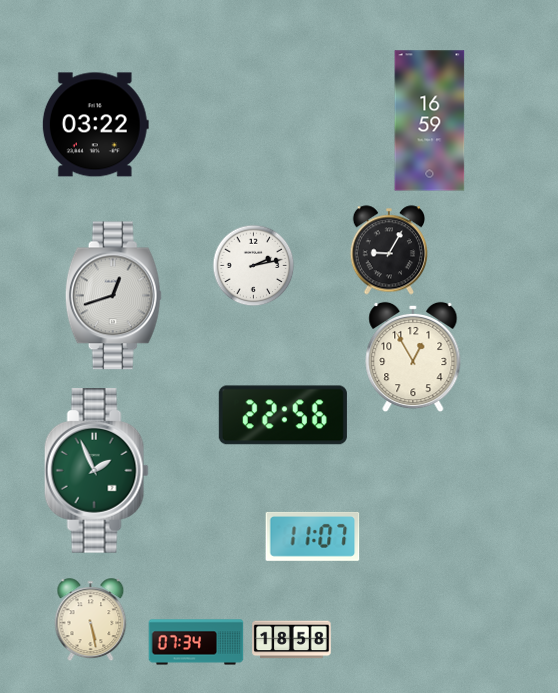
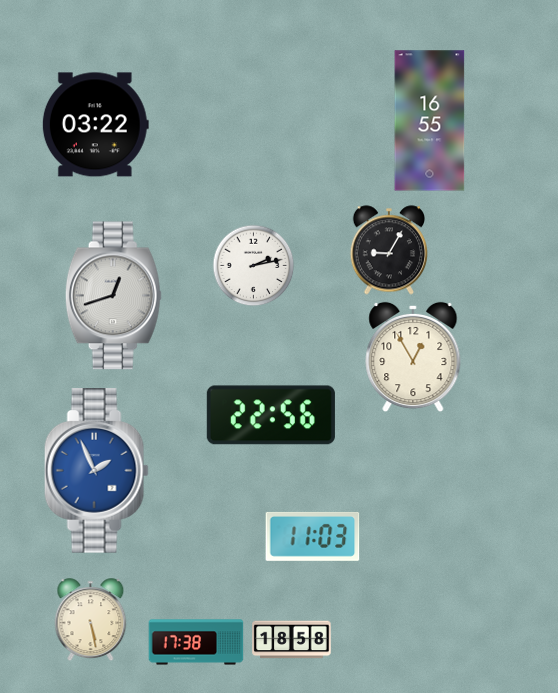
clock at (430, 121): 16:59 -> 16:55
clock at (283, 415) position: (283, 415) -> (271, 415)
clock at (96, 471) dial: green -> blue
clock at (313, 536): 11:07 -> 11:03
clock at (196, 642): 07:34 -> 17:38
